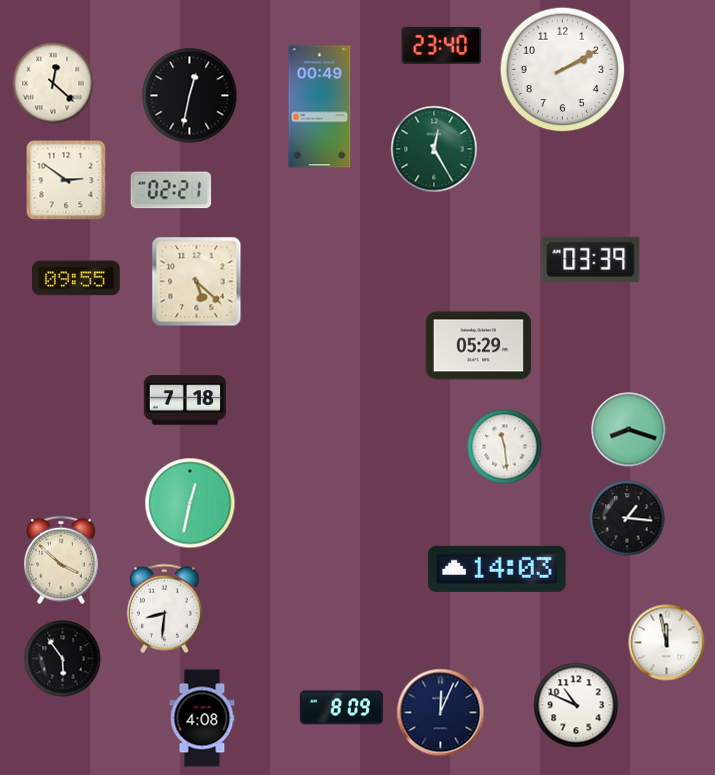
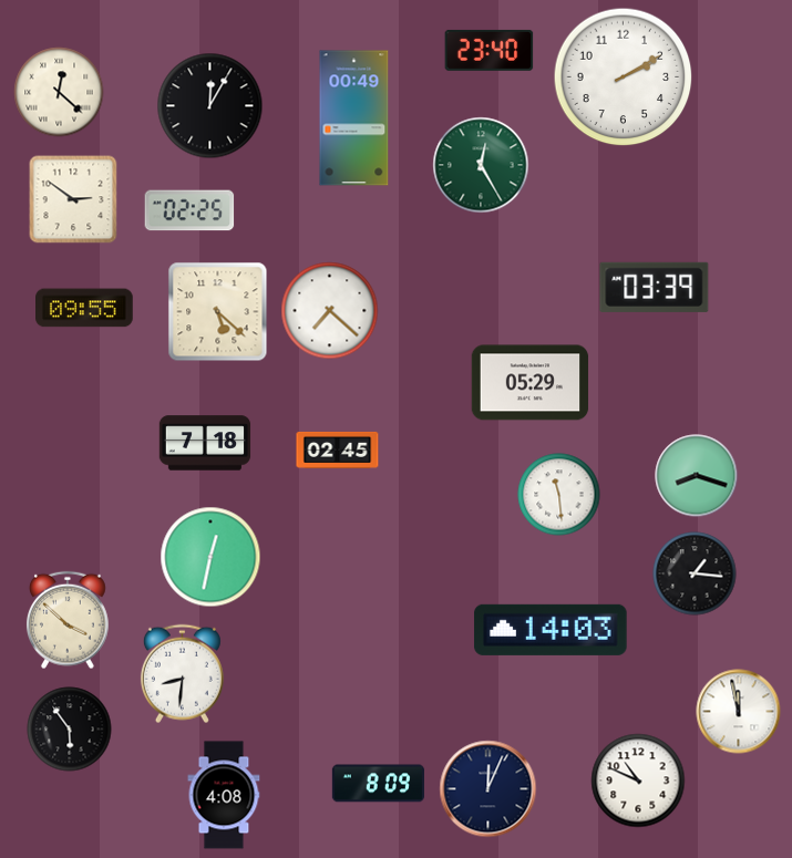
clock at (190, 96): 12:32 -> 12:05
clock at (171, 190): 02:21 -> 02:25
clock at (330, 311): none -> 7:22
clock at (338, 449): none -> 02:45
